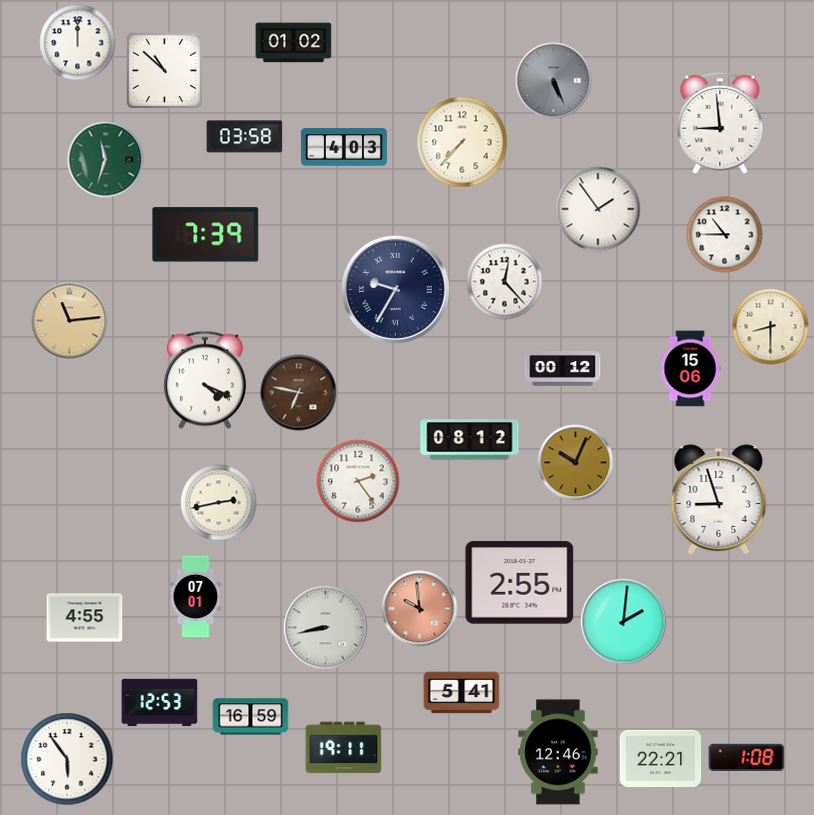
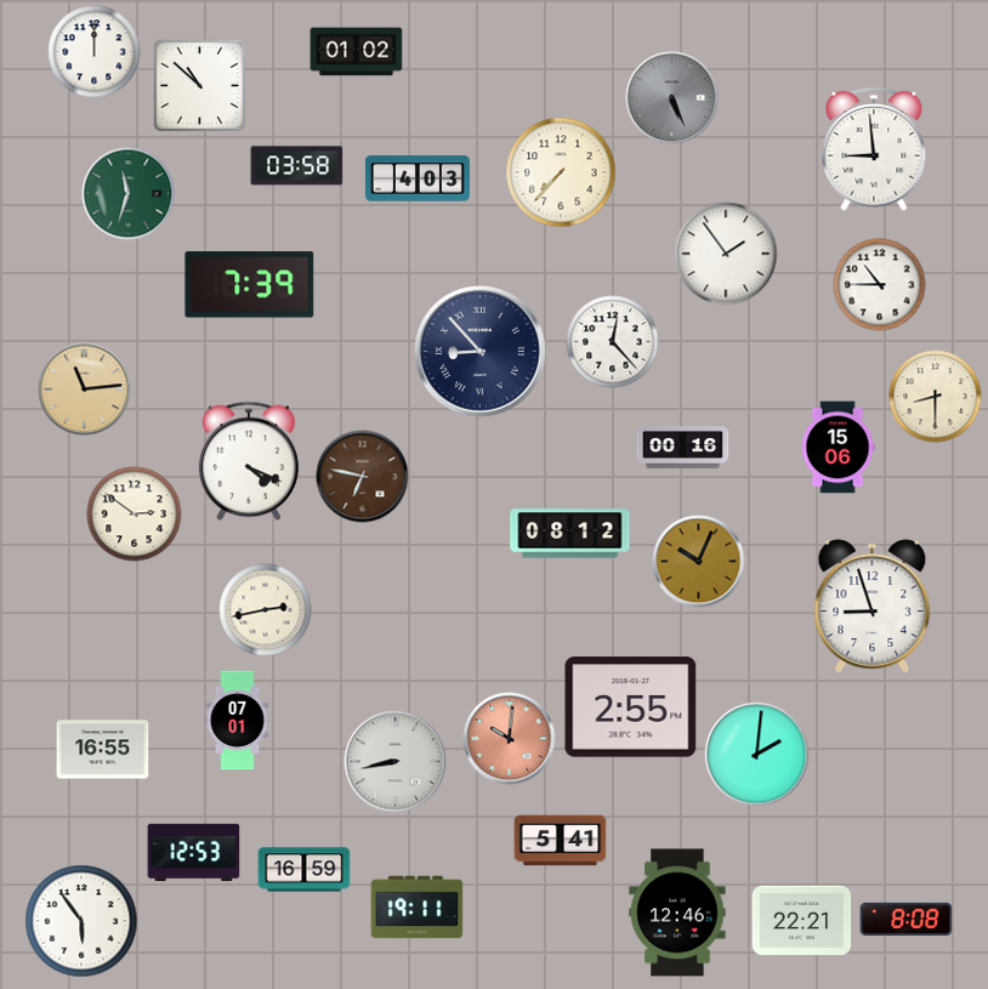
clock at (395, 289): 9:35 -> 8:53
clock at (563, 369): 00:12 -> 00:16
clock at (135, 515): none -> 2:51
clock at (358, 481): 2:24 -> none
clock at (196, 597) position: (196, 597) -> (238, 721)
clock at (420, 609): 9:59 -> 10:01
clock at (85, 618): 4:55 -> 16:55
clock at (747, 758): 1:08 -> 8:08
